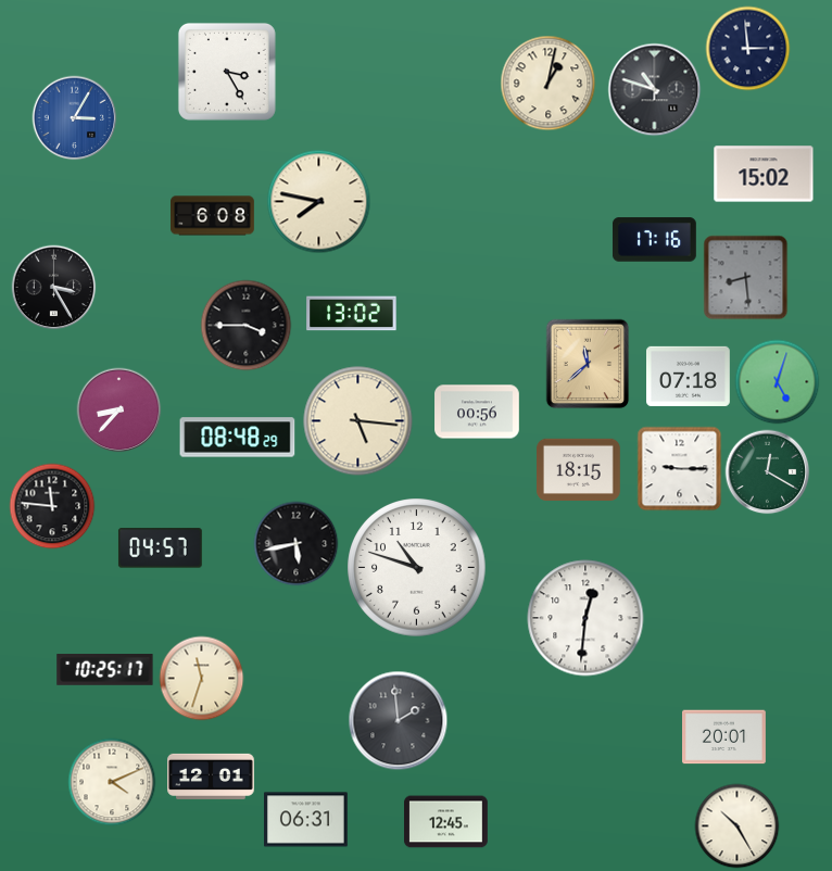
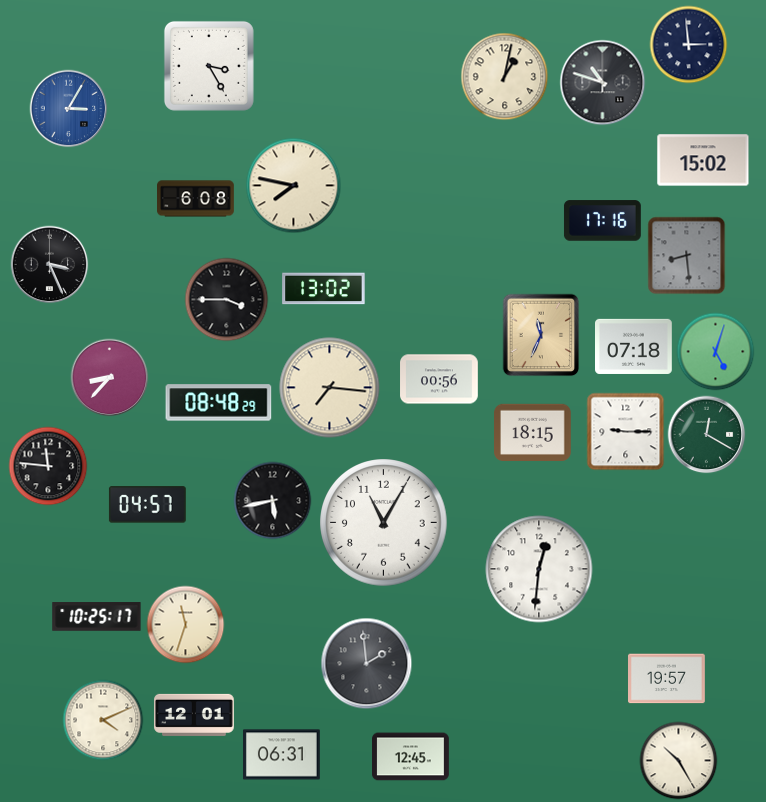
clock at (53, 287): 3:25 -> 3:26
clock at (588, 364): 11:38 -> 11:34
clock at (358, 421): 5:16 -> 7:16
clock at (417, 568): 10:48 -> 11:05
clock at (724, 737): 20:01 -> 19:57
